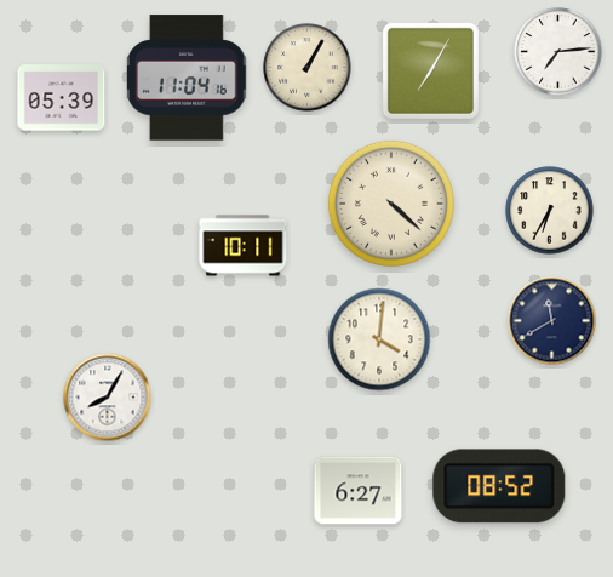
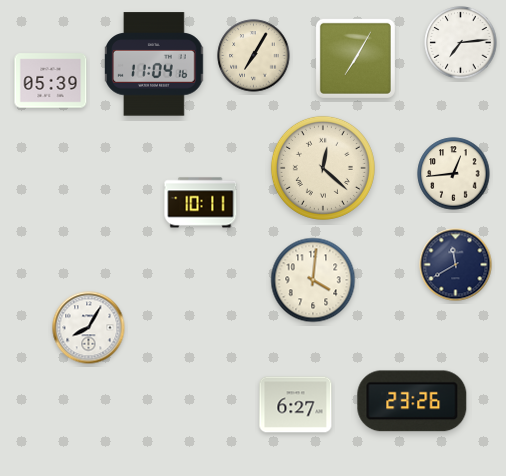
clock at (308, 68): 1:05 -> 7:05
clock at (391, 204): 4:22 -> 12:22
clock at (550, 211): 6:35 -> 12:44
clock at (499, 486): 08:52 -> 23:26
